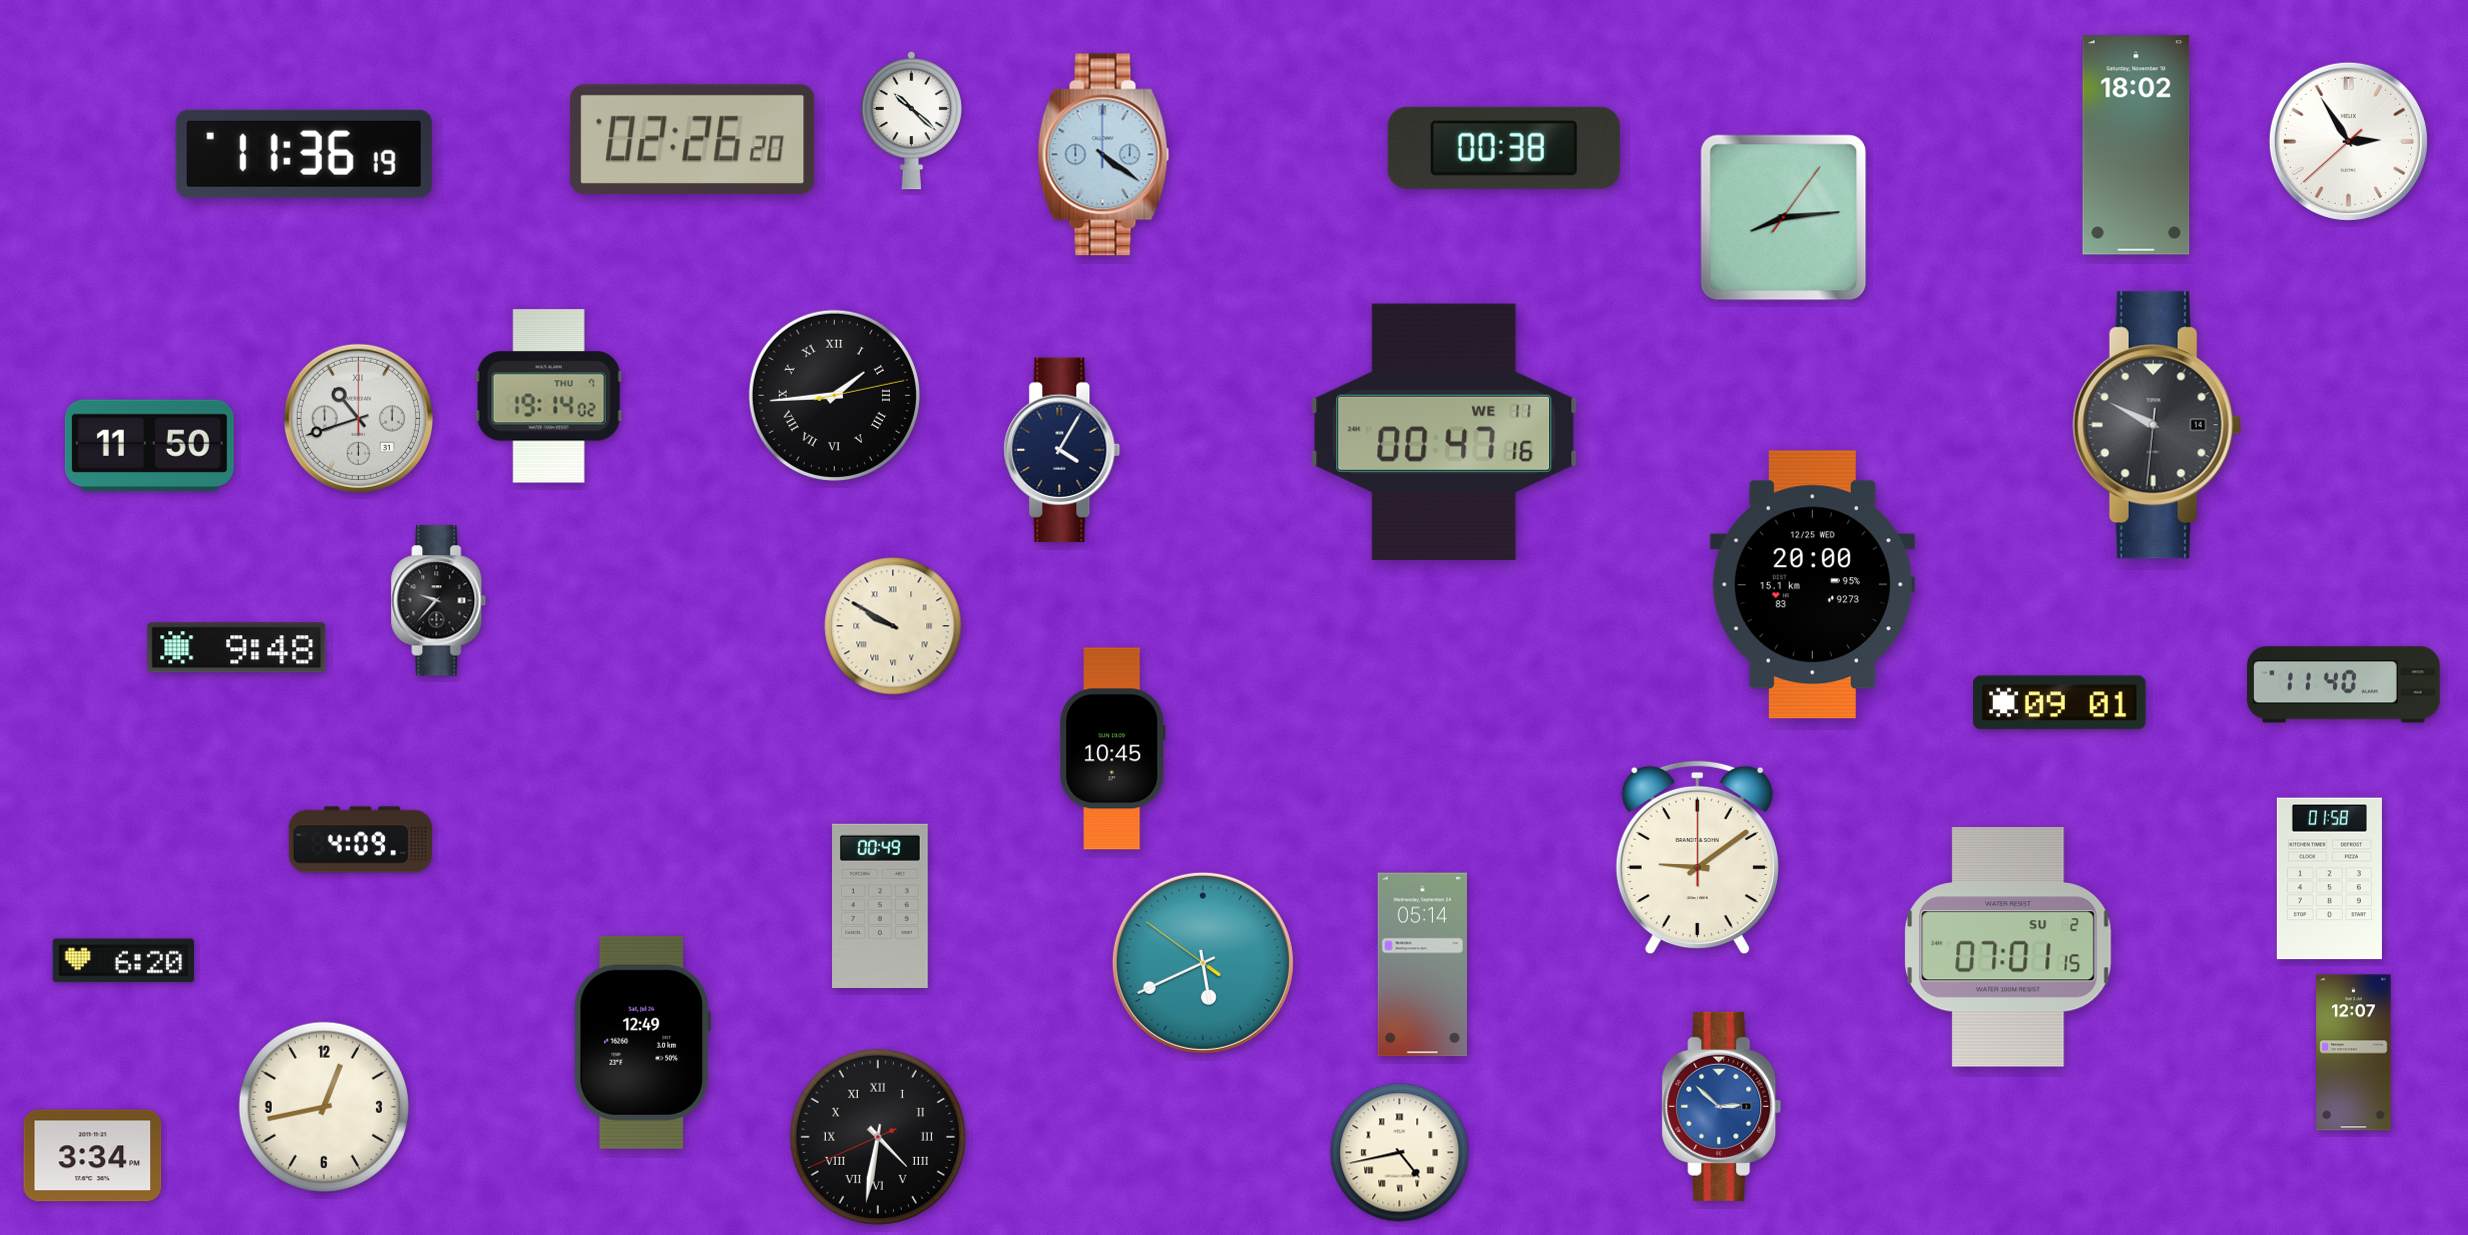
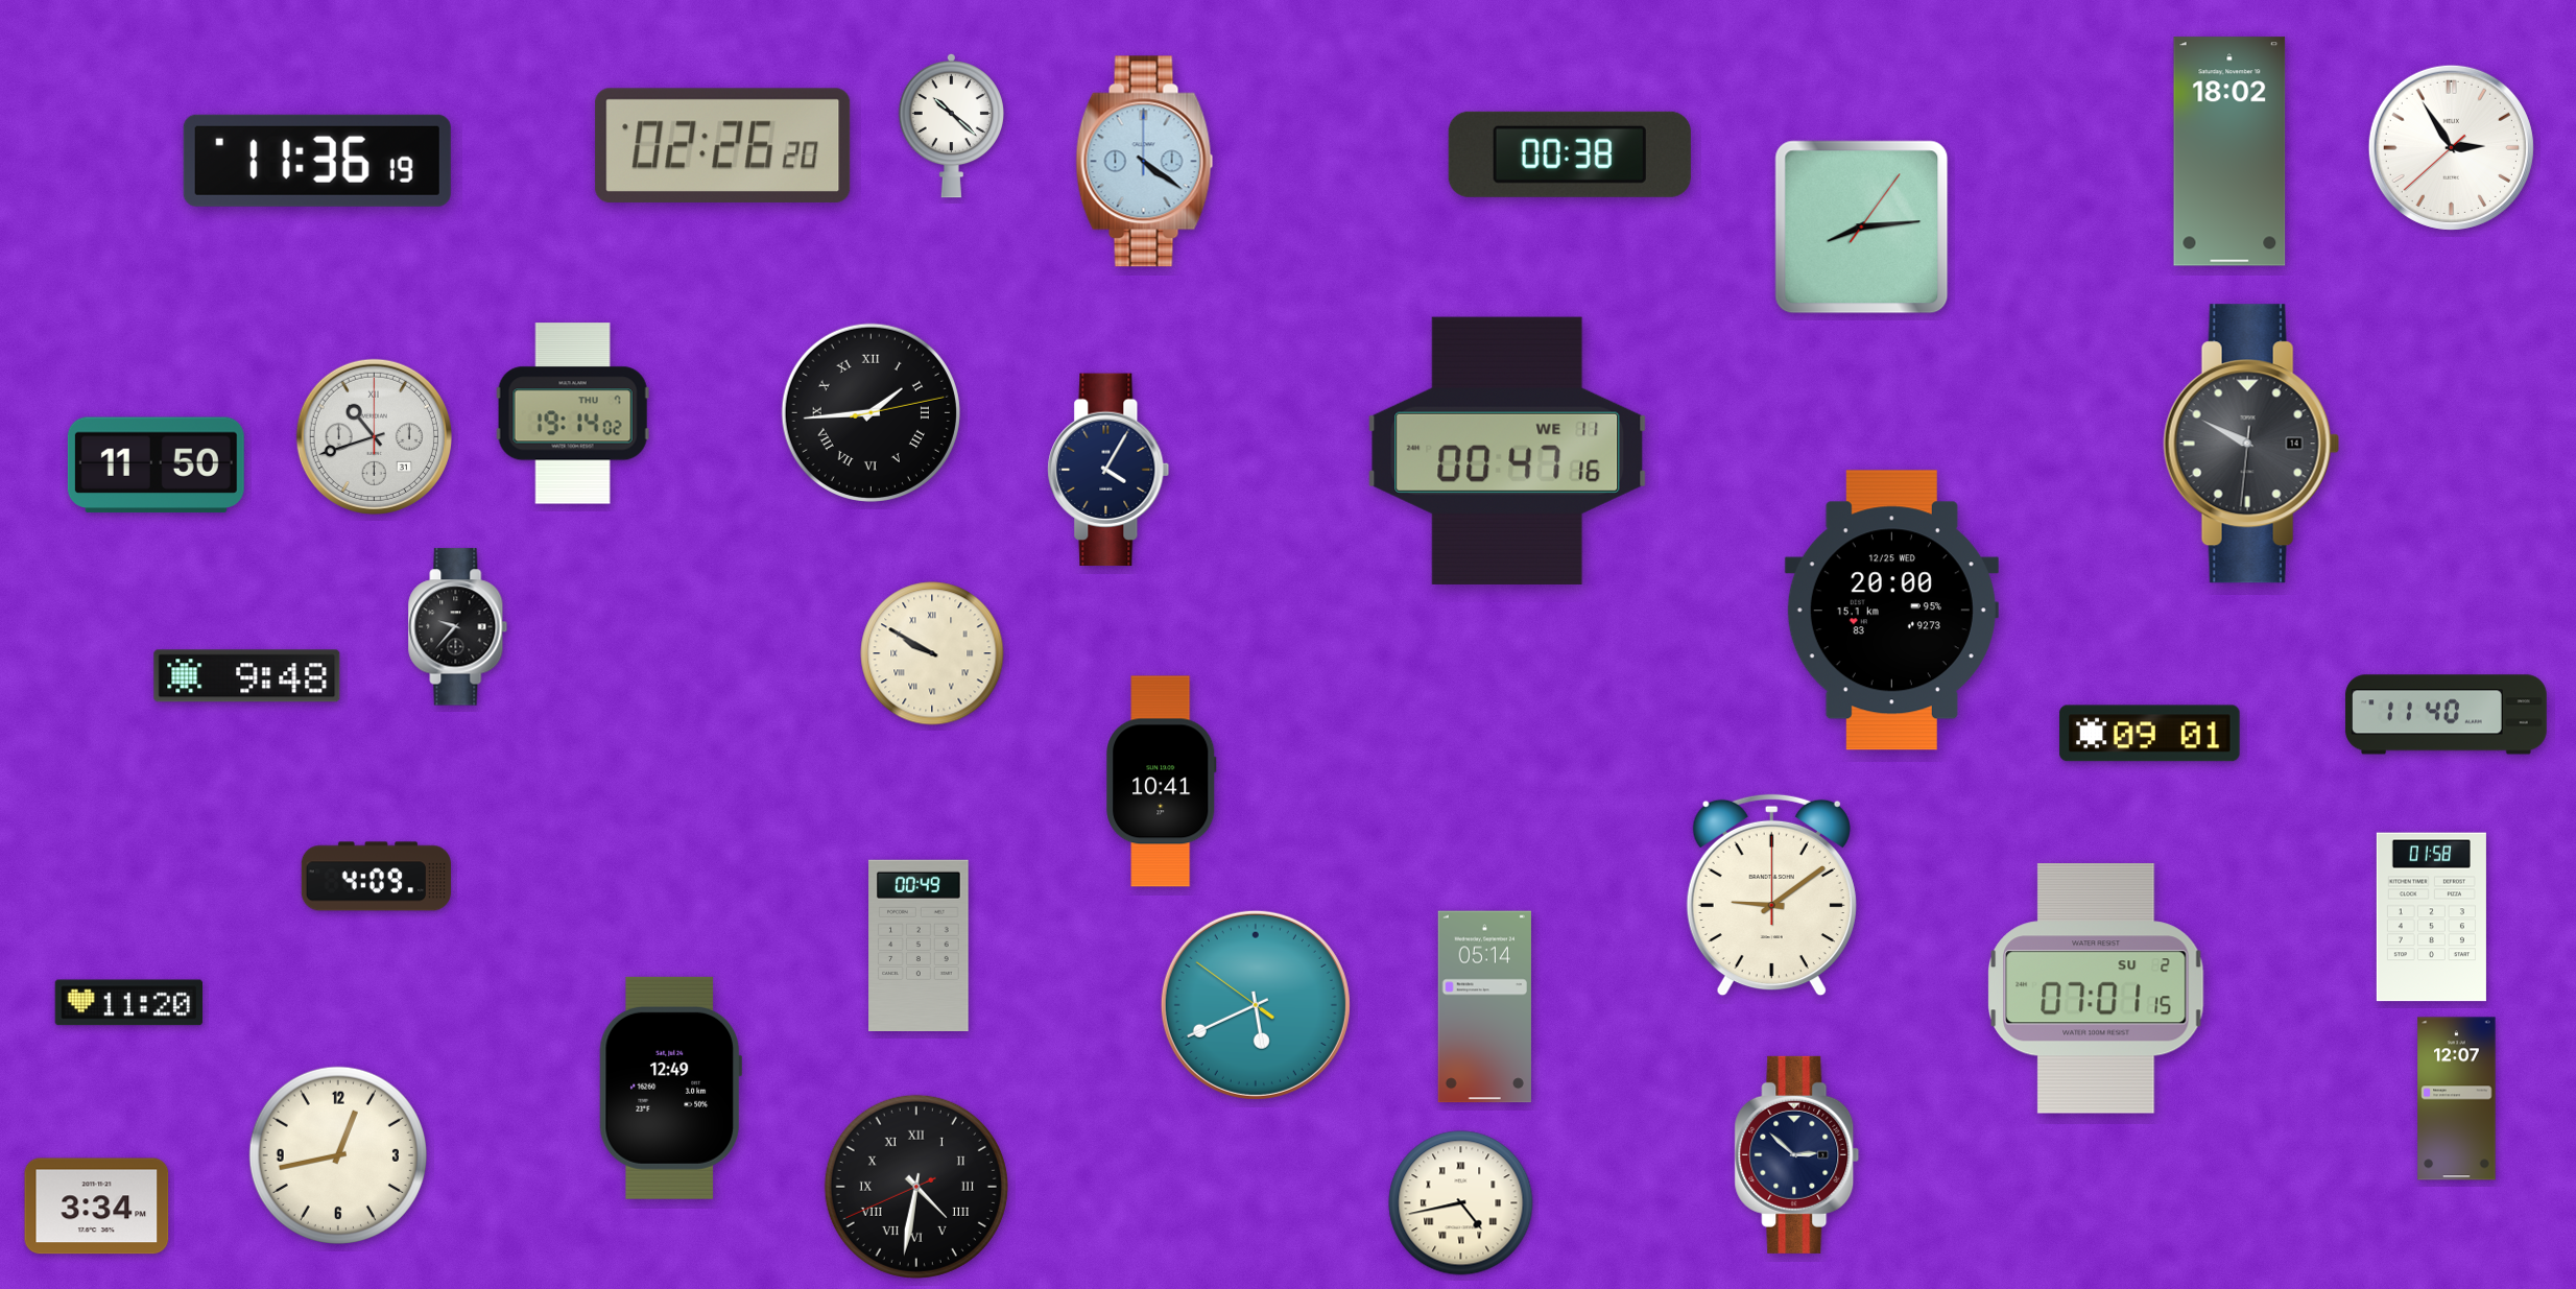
clock at (1104, 155) position: (1104, 155) -> (1145, 162)
clock at (1113, 749): 10:45 -> 10:41
clock at (123, 961): 6:20 -> 11:20
clock at (1722, 1106) dial: blue -> navy
